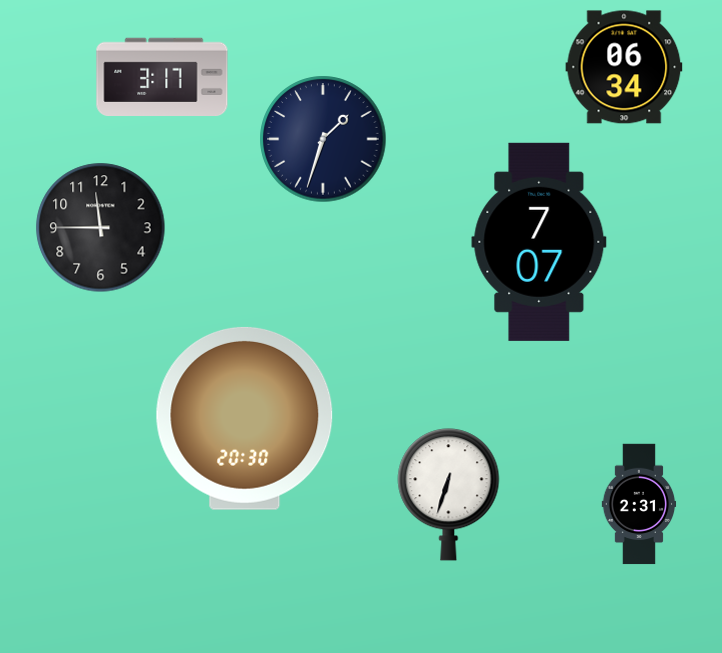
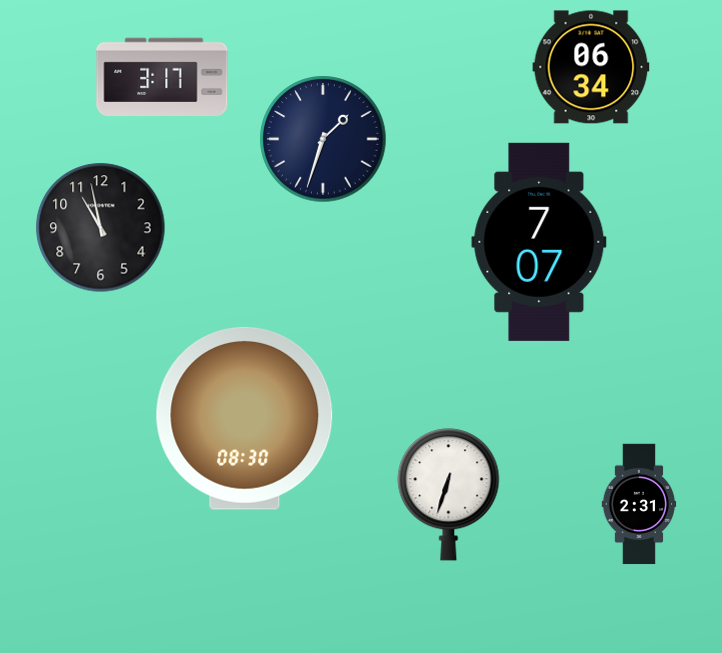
clock at (624, 67) position: (624, 67) -> (591, 67)
clock at (101, 228): 11:45 -> 10:58
clock at (245, 418): 20:30 -> 08:30
